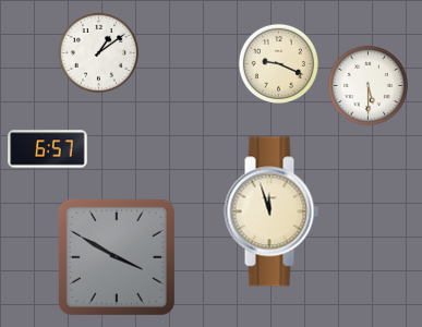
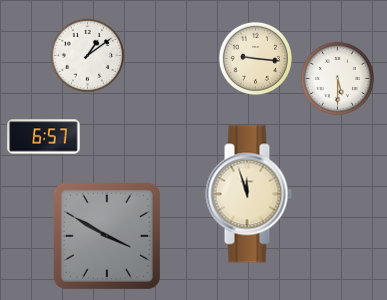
clock at (98, 52) position: (98, 52) -> (87, 55)
clock at (278, 63): 9:19 -> 9:16
